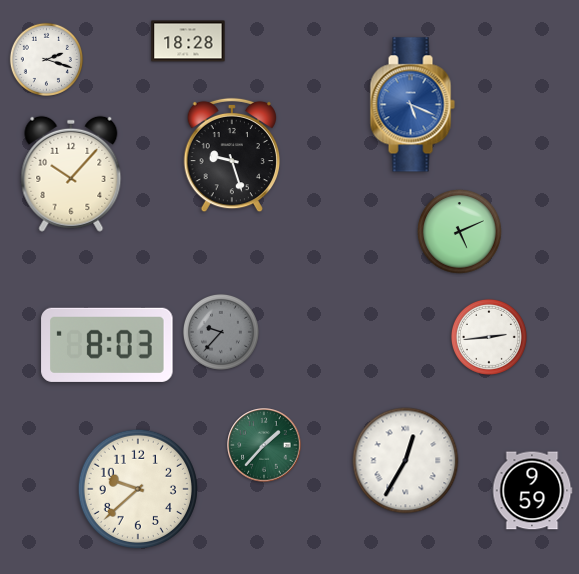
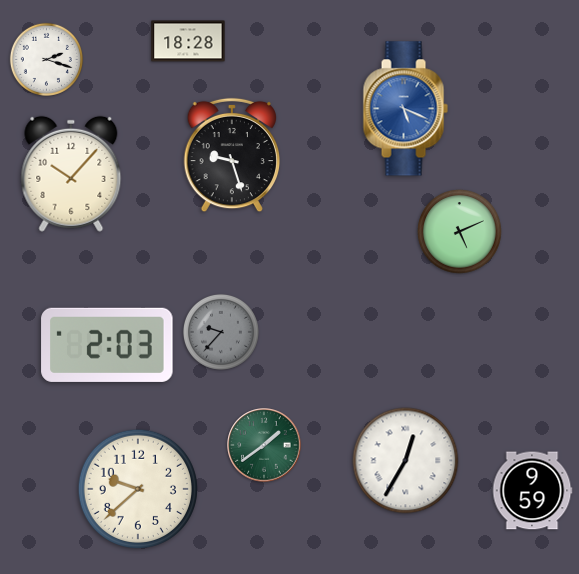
clock at (412, 105) position: (412, 105) -> (405, 109)
clock at (489, 337): 2:44 -> none
clock at (107, 345): 8:03 -> 2:03
clock at (264, 445): 1:37 -> 1:39
